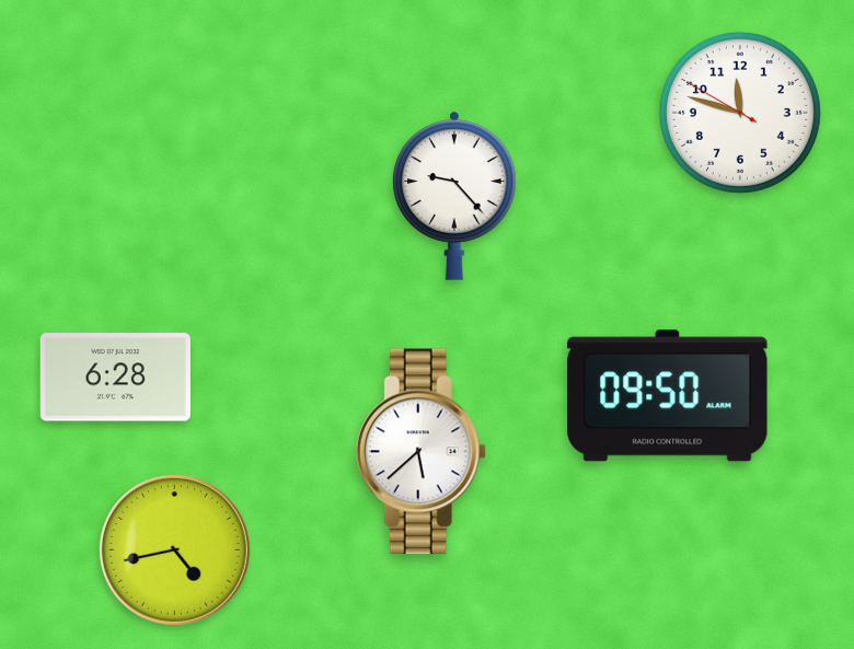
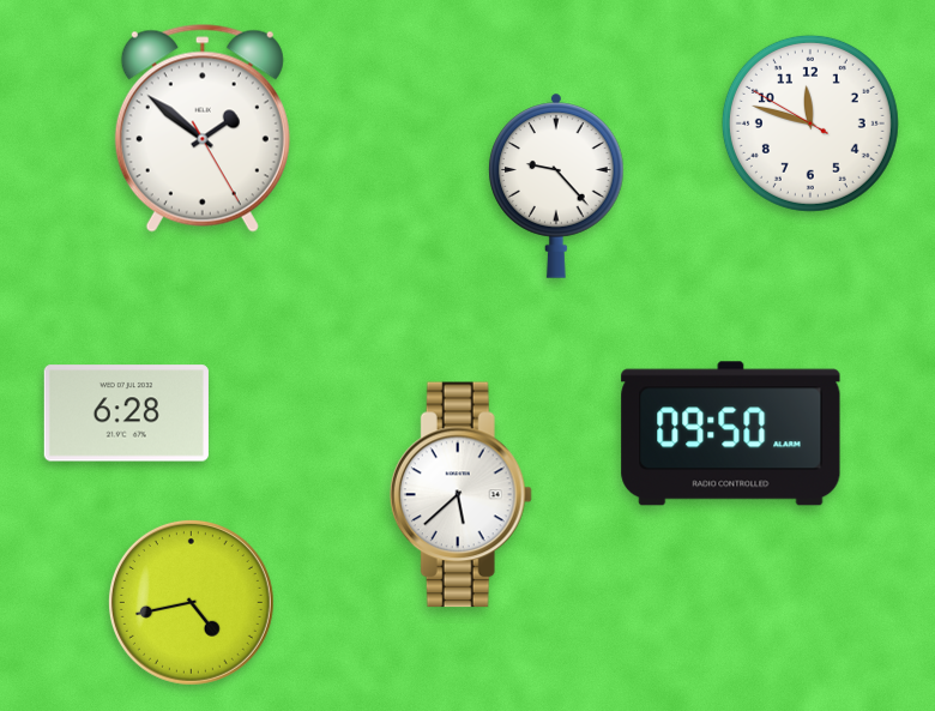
clock at (203, 128): none -> 1:51
clock at (454, 196) position: (454, 196) -> (556, 186)
